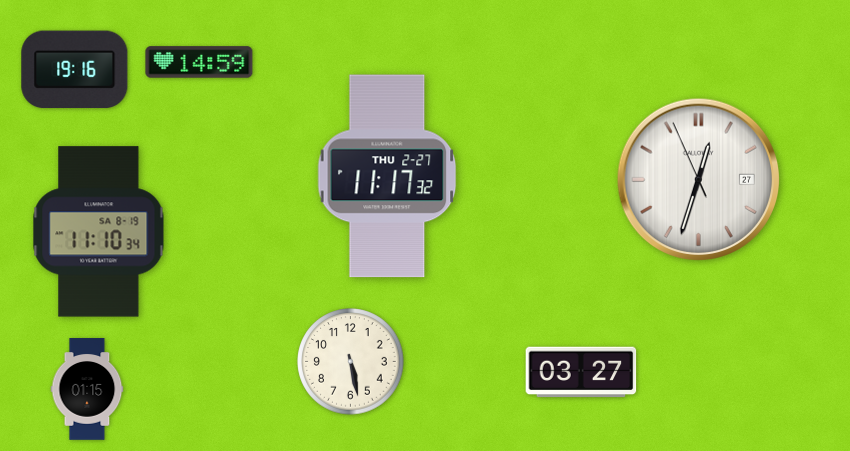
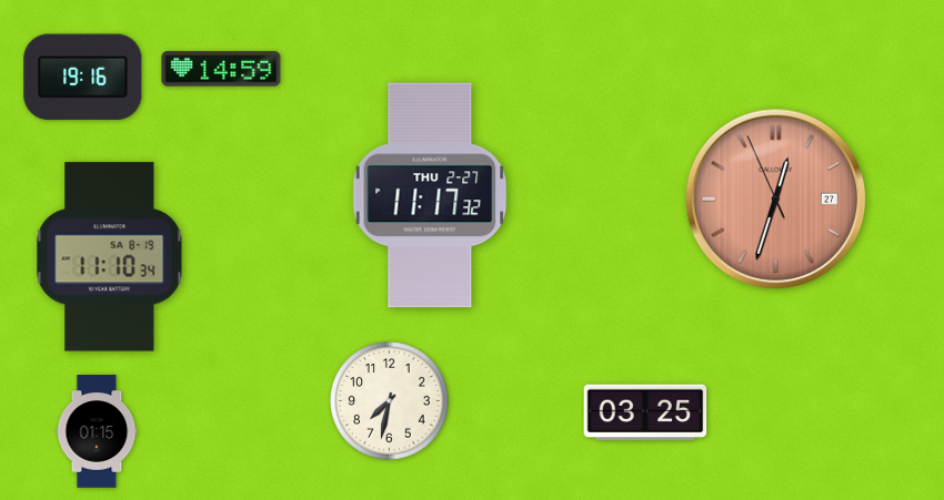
clock at (699, 180) dial: white -> salmon
clock at (351, 362): 5:28 -> 7:32
clock at (581, 372): 03:27 -> 03:25
